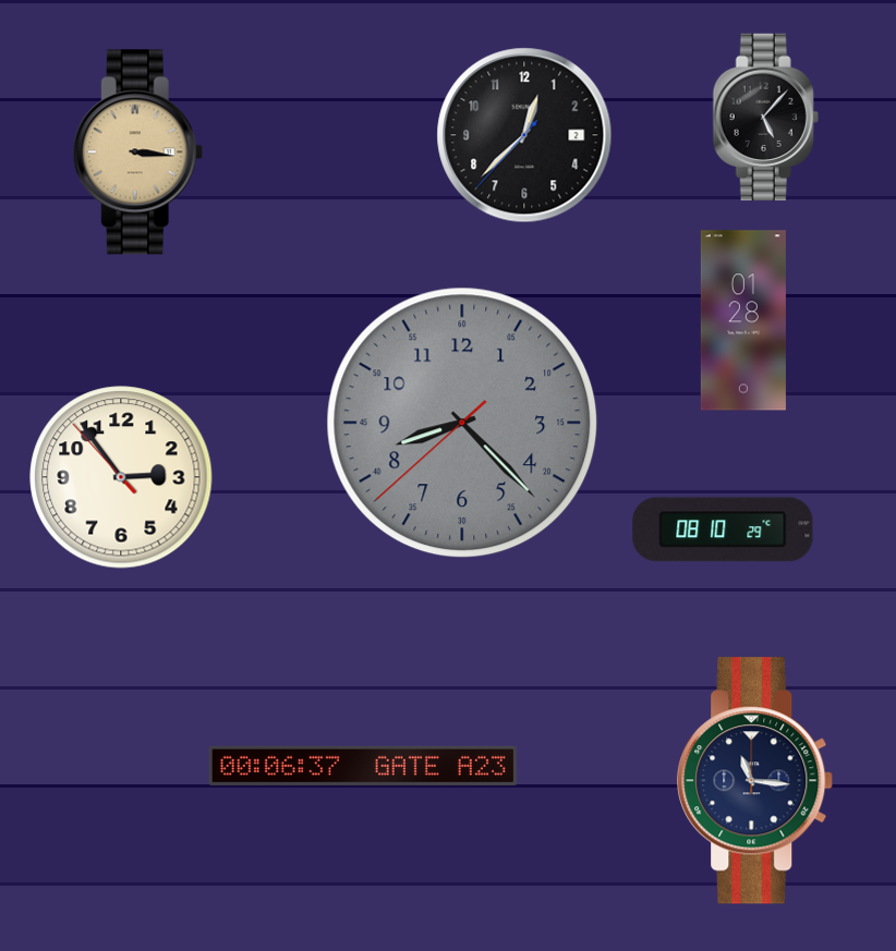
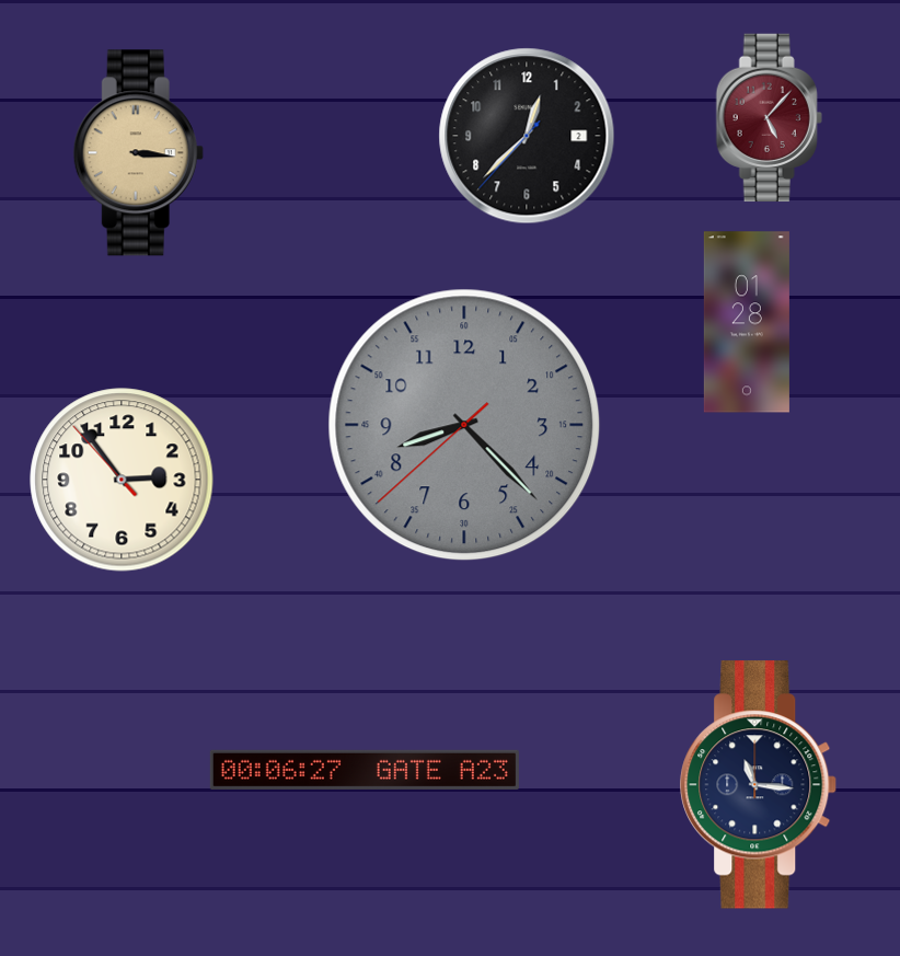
clock at (765, 118) dial: black -> burgundy
clock at (723, 529): 08:10 -> none
clock at (363, 766): 00:06:37 -> 00:06:27
